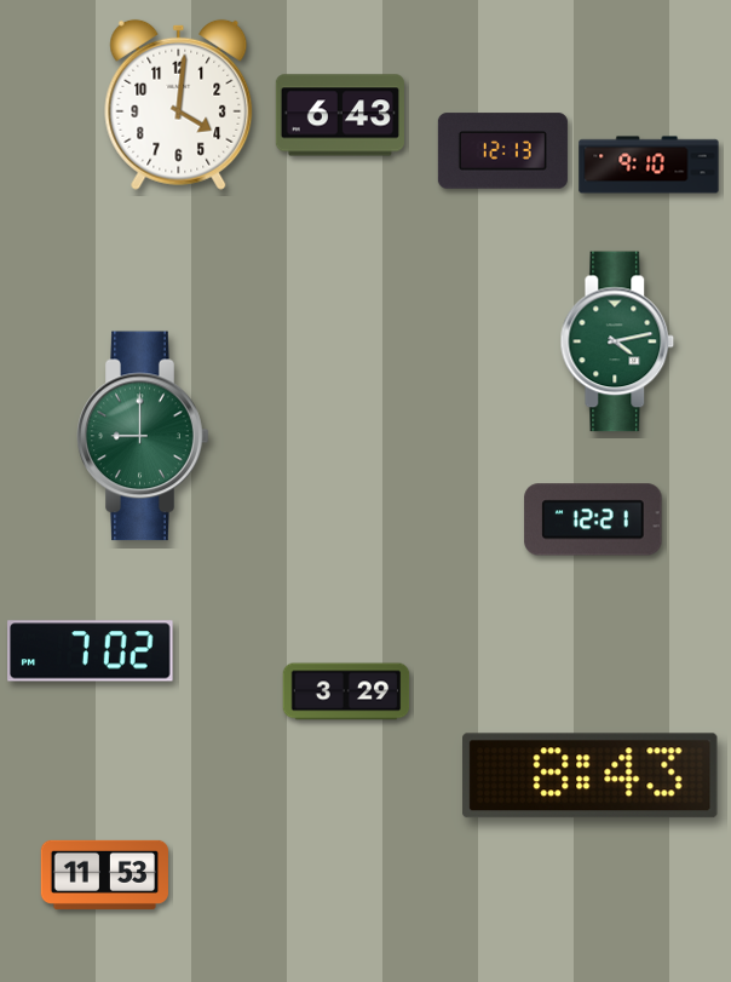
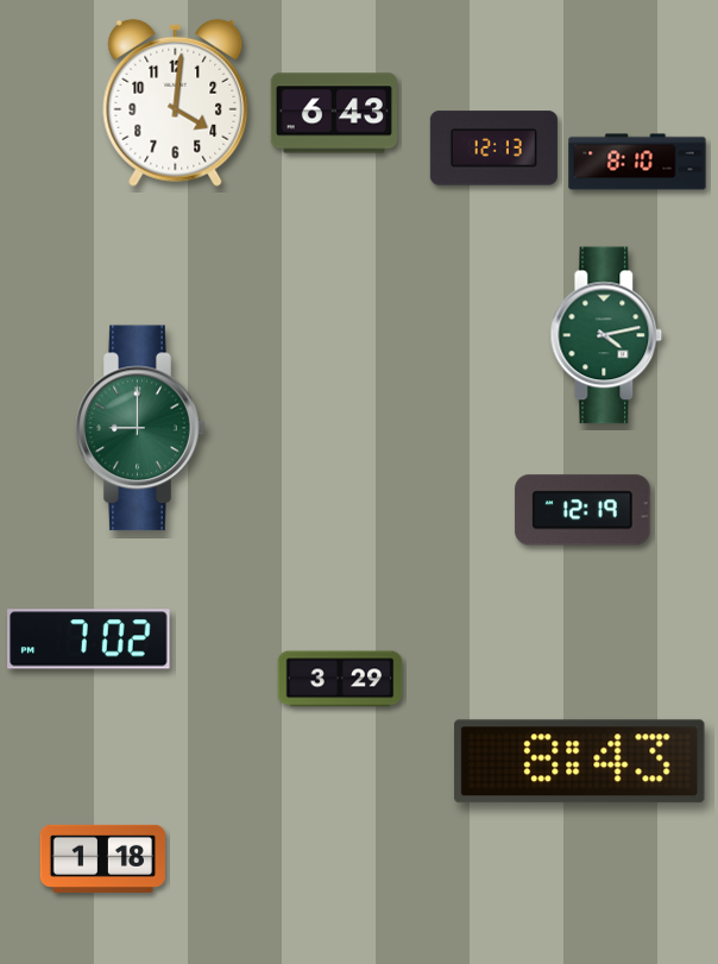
clock at (649, 165): 9:10 -> 8:10
clock at (593, 519): 12:21 -> 12:19
clock at (104, 874): 11:53 -> 1:18
